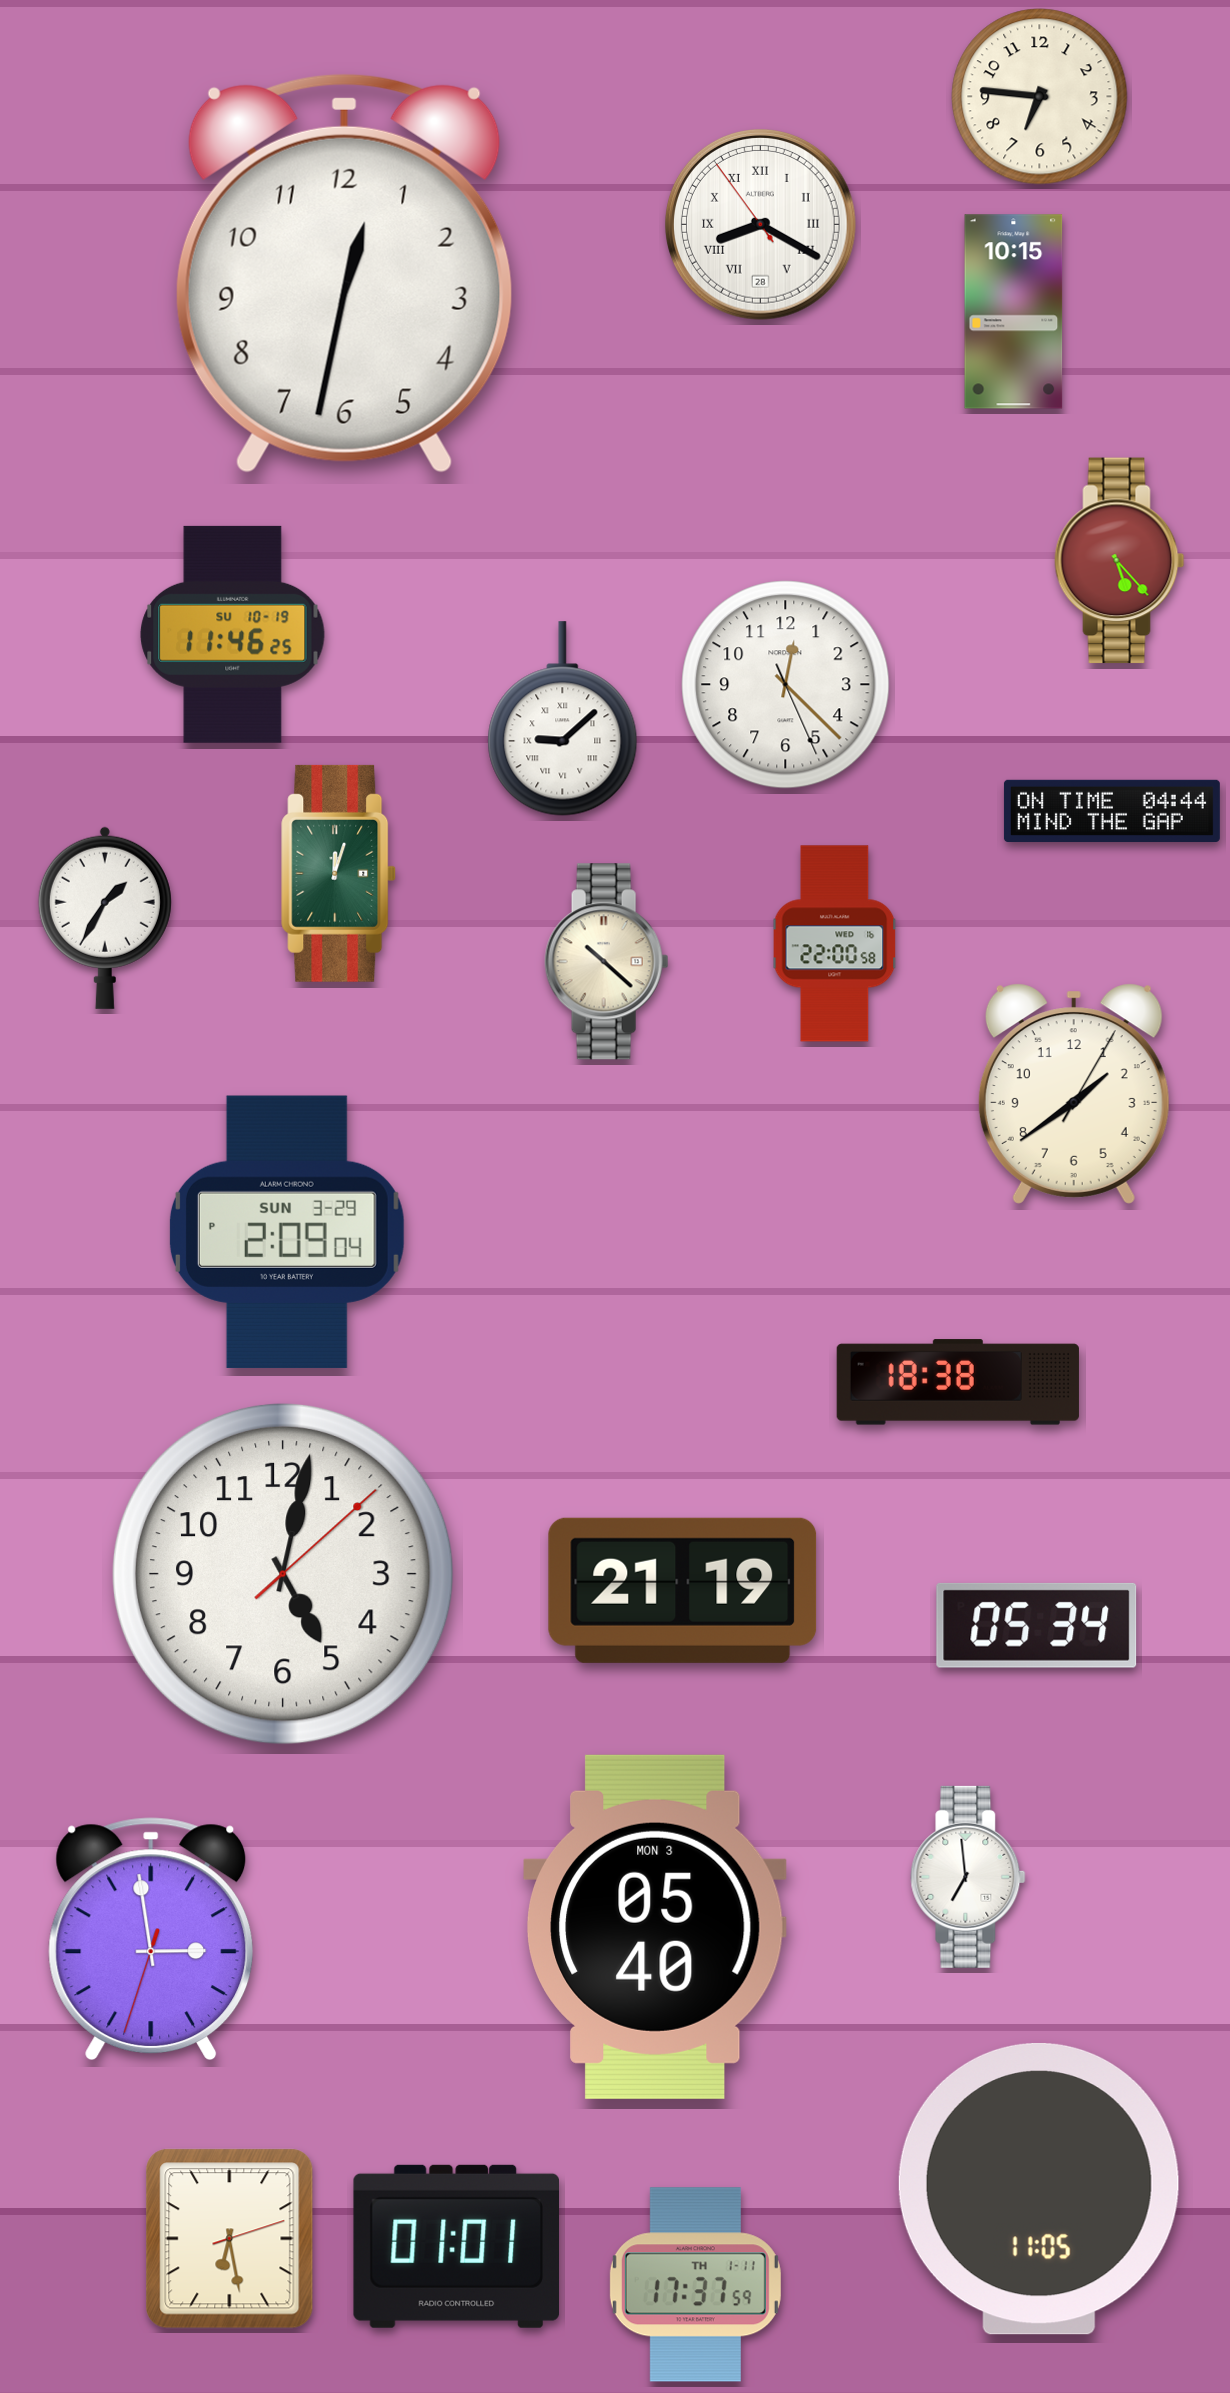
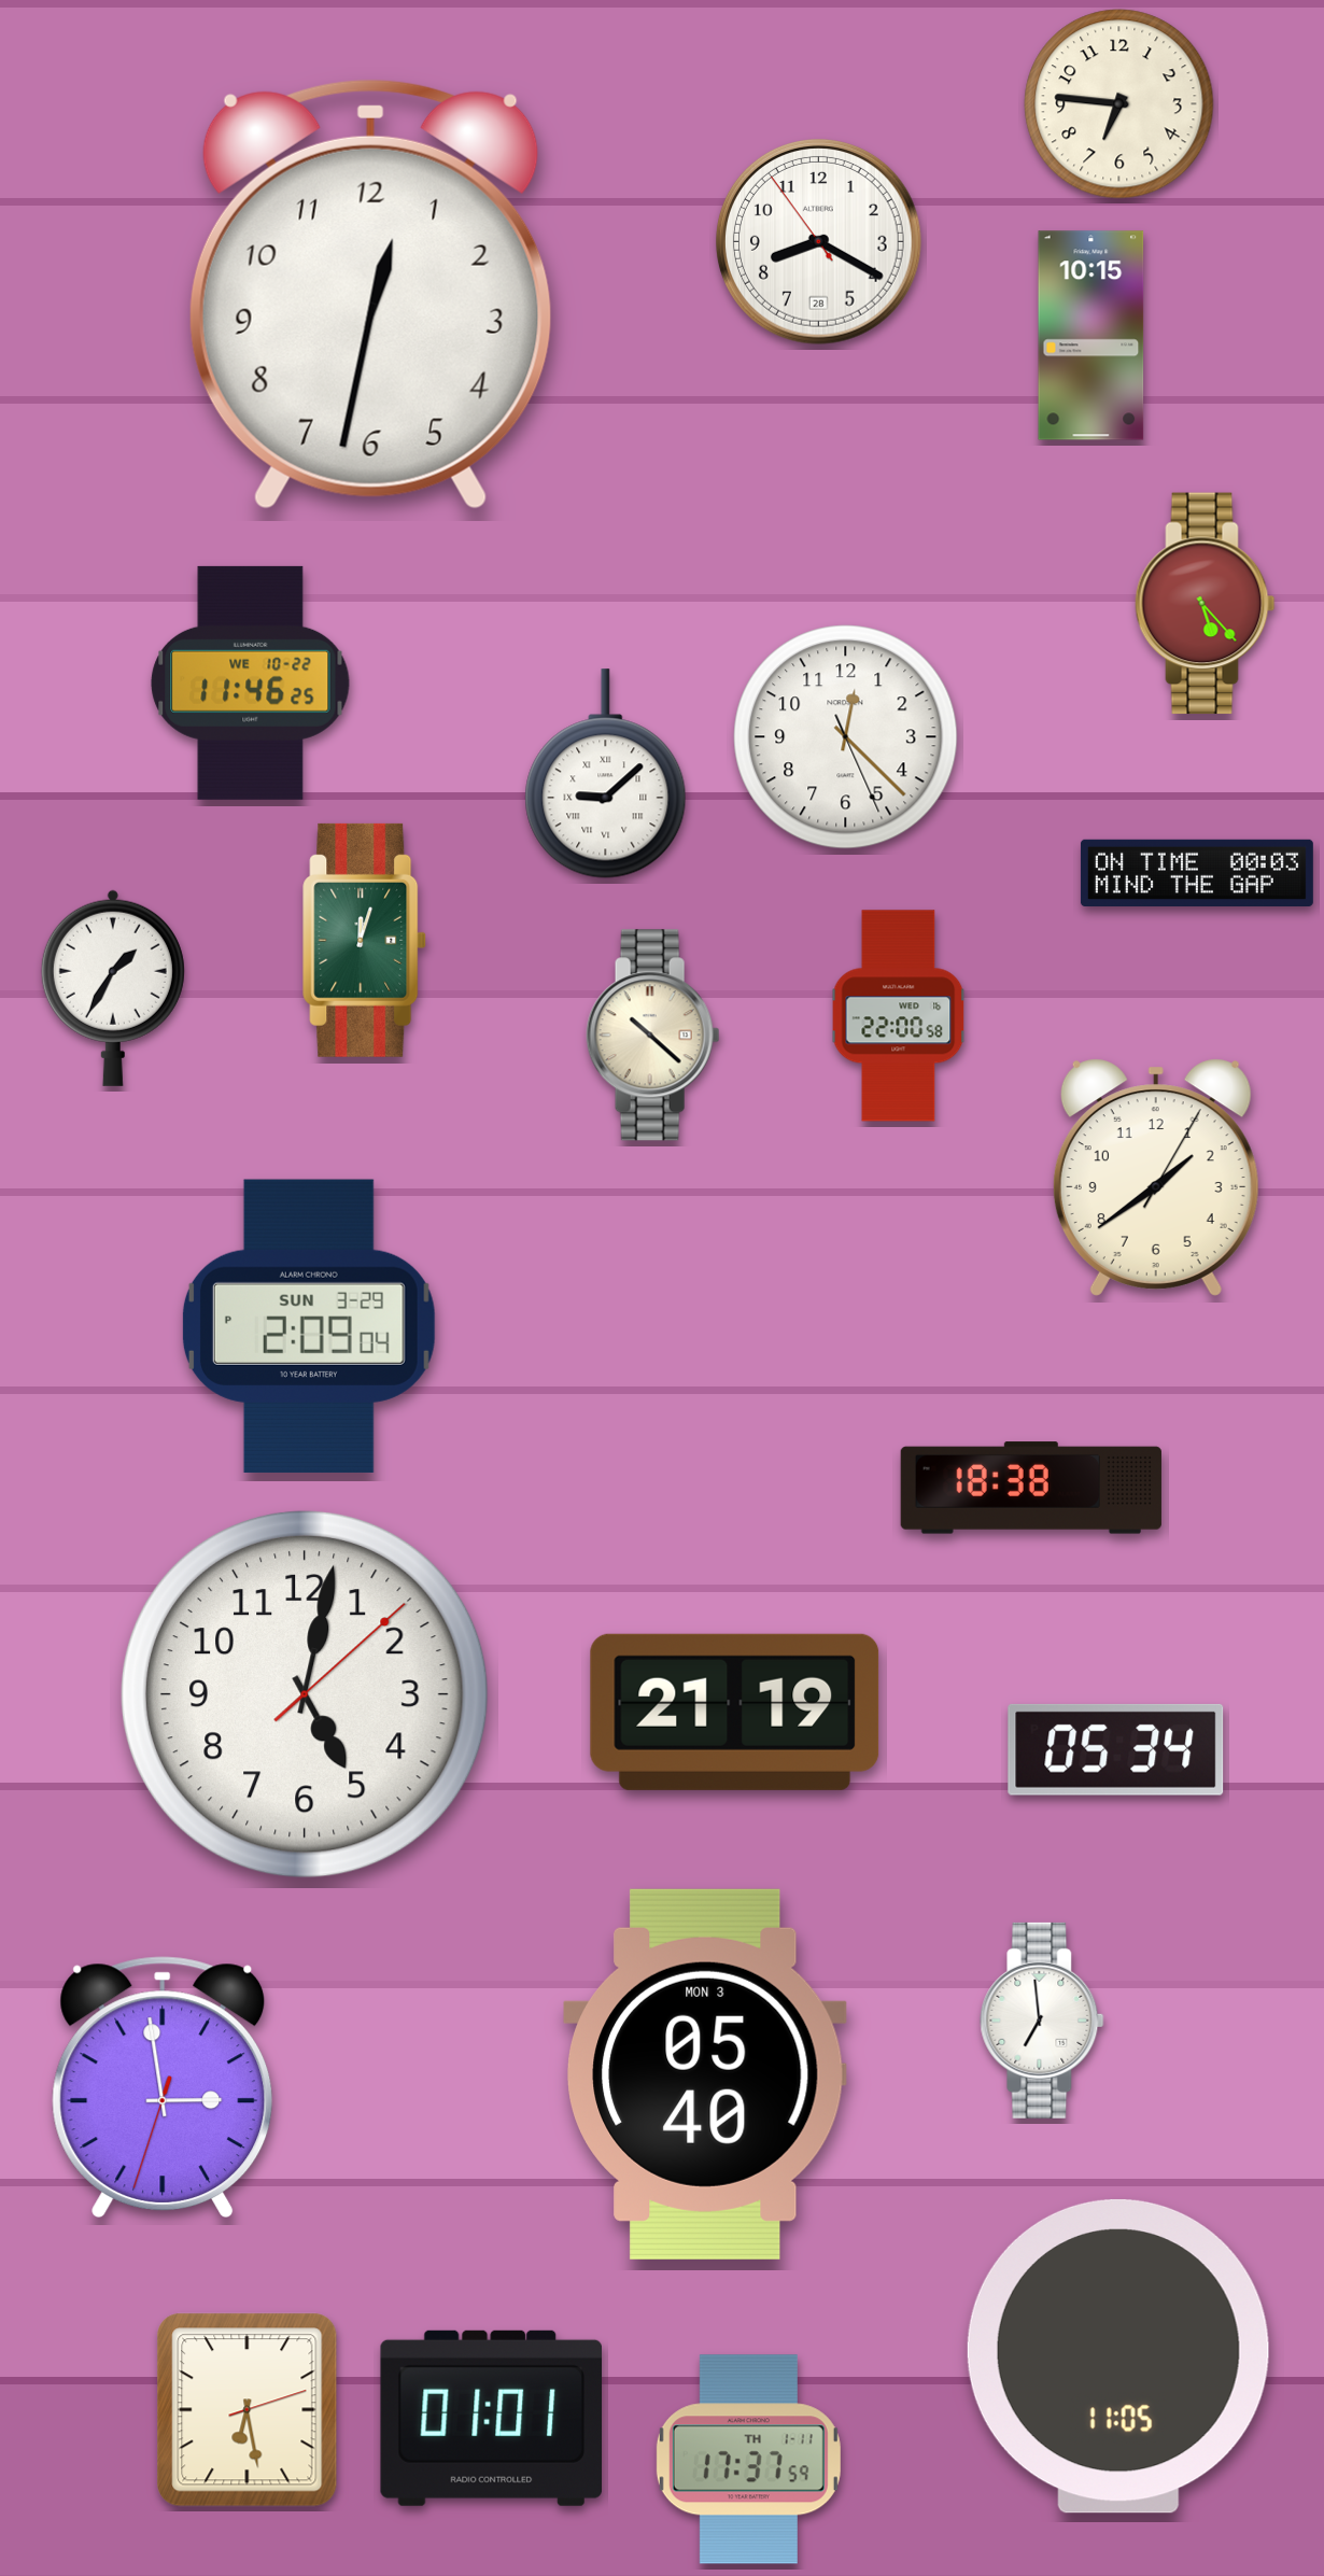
clock at (761, 225) numerals: Roman -> Arabic
clock at (233, 634) date: SU 10-19 -> WE 10-22
clock at (1112, 810): 04:44 -> 00:03
